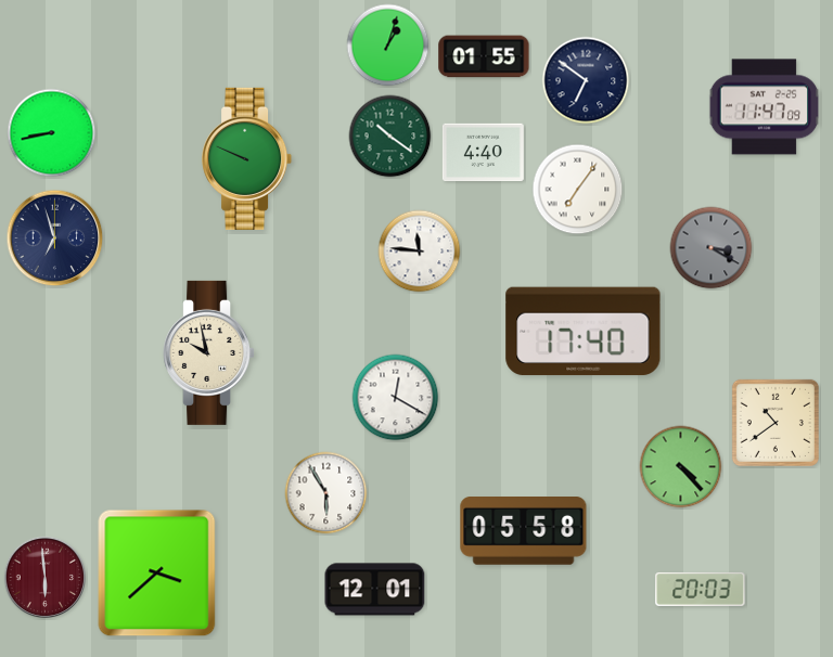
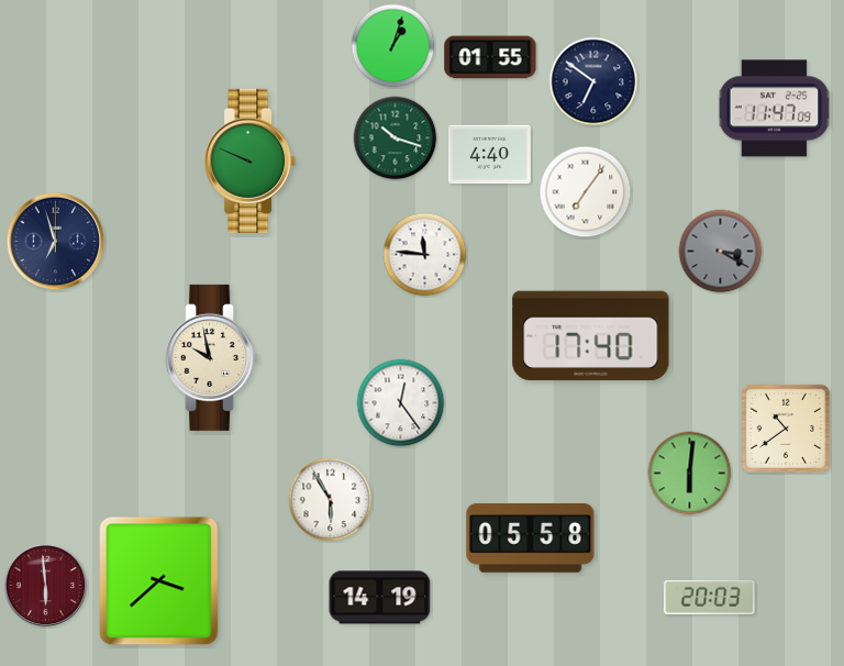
clock at (52, 133): 8:43 -> none
clock at (390, 137): 10:21 -> 10:18
clock at (396, 398): 12:20 -> 12:24
clock at (681, 467): 4:23 -> 6:01
clock at (375, 590): 12:01 -> 14:19
